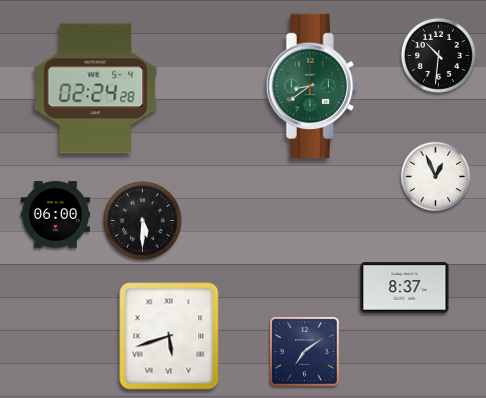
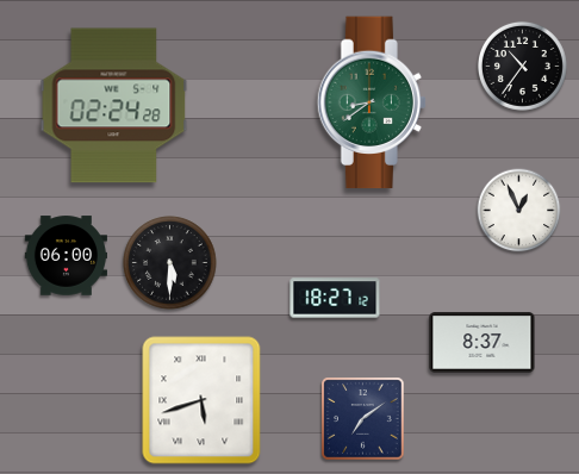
clock at (438, 55): 10:31 -> 10:36
clock at (335, 298): none -> 18:27
